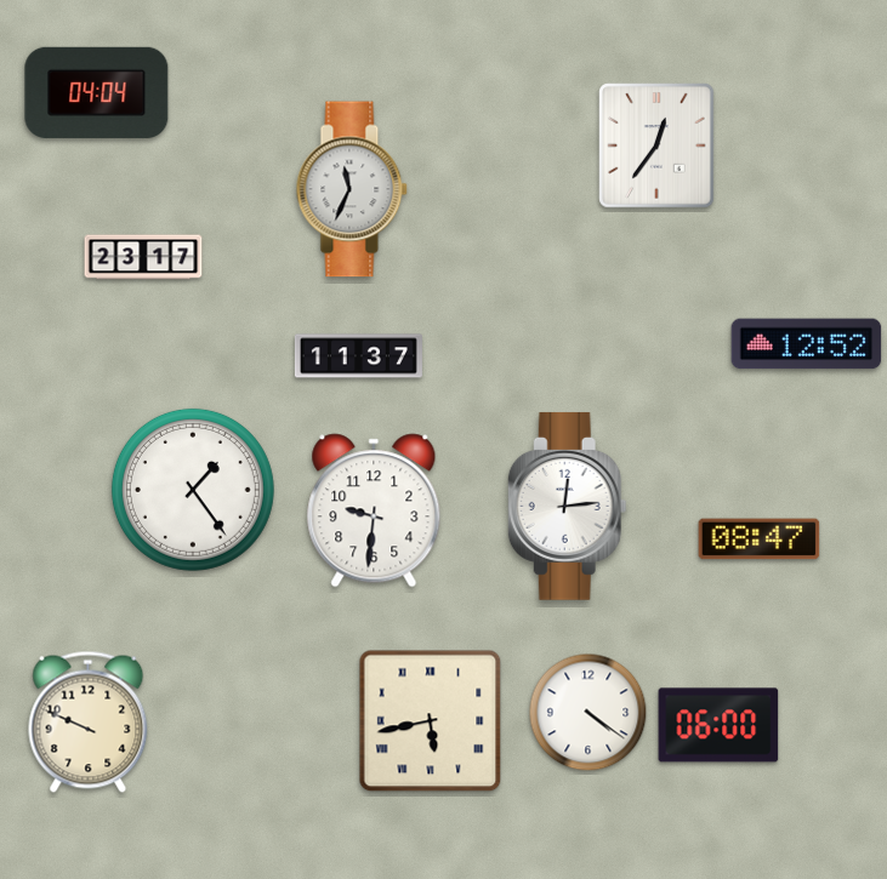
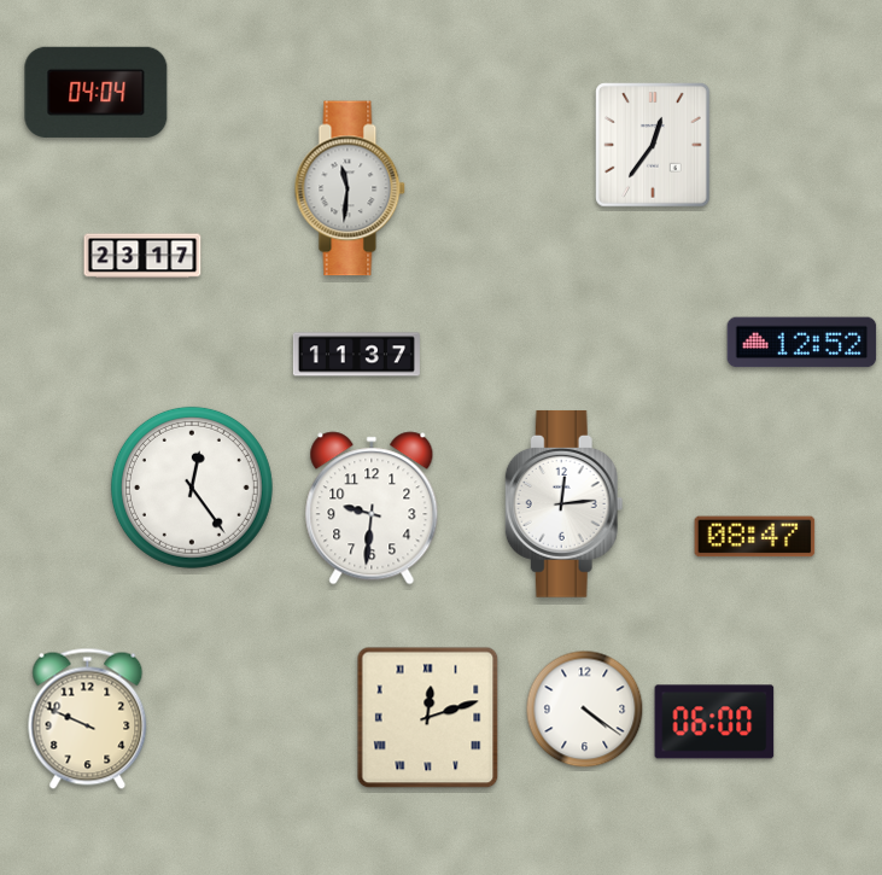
clock at (352, 189): 11:34 -> 11:31
clock at (193, 490): 1:24 -> 12:24
clock at (431, 721): 5:43 -> 12:12
